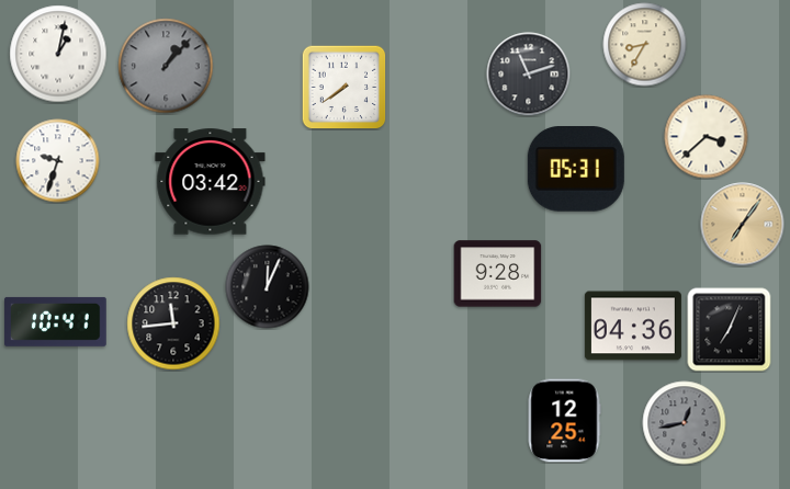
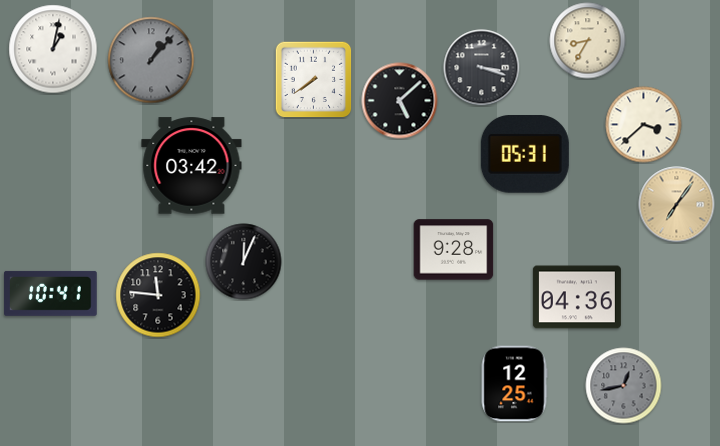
clock at (529, 75): 11:12 -> 3:18
clock at (400, 101): none -> 5:08
clock at (58, 161): 9:33 -> none
clock at (173, 323): 11:44 -> 11:46
clock at (730, 330): 7:04 -> none
